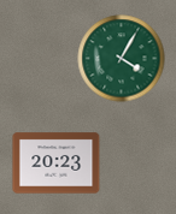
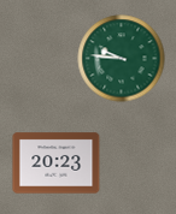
clock at (122, 59): 4:05 -> 9:46
